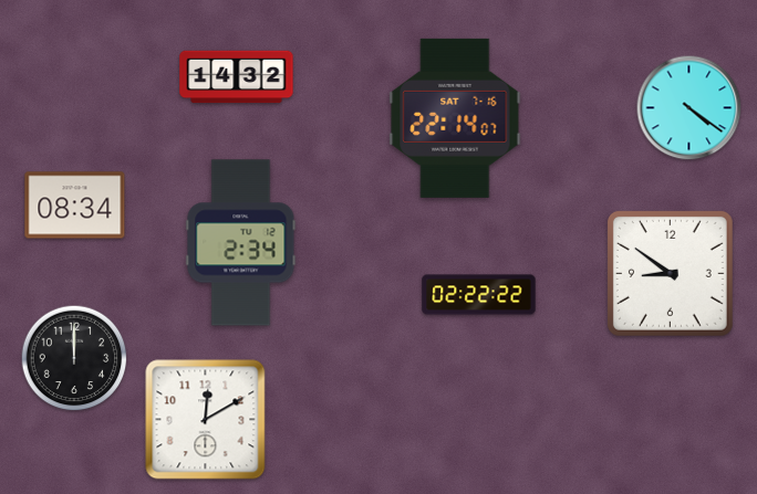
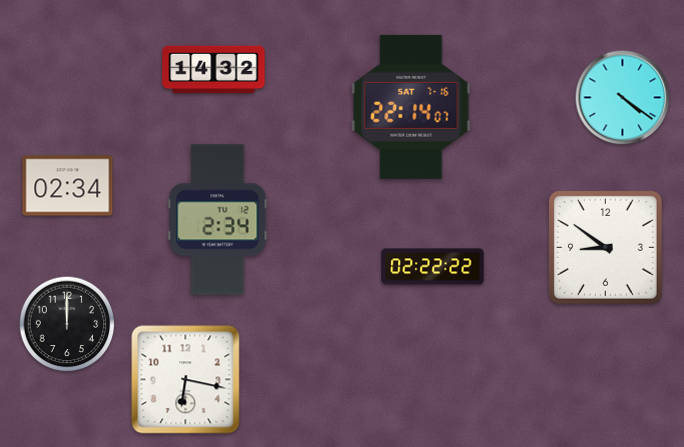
clock at (75, 206): 08:34 -> 02:34
clock at (206, 420): 12:10 -> 6:17
